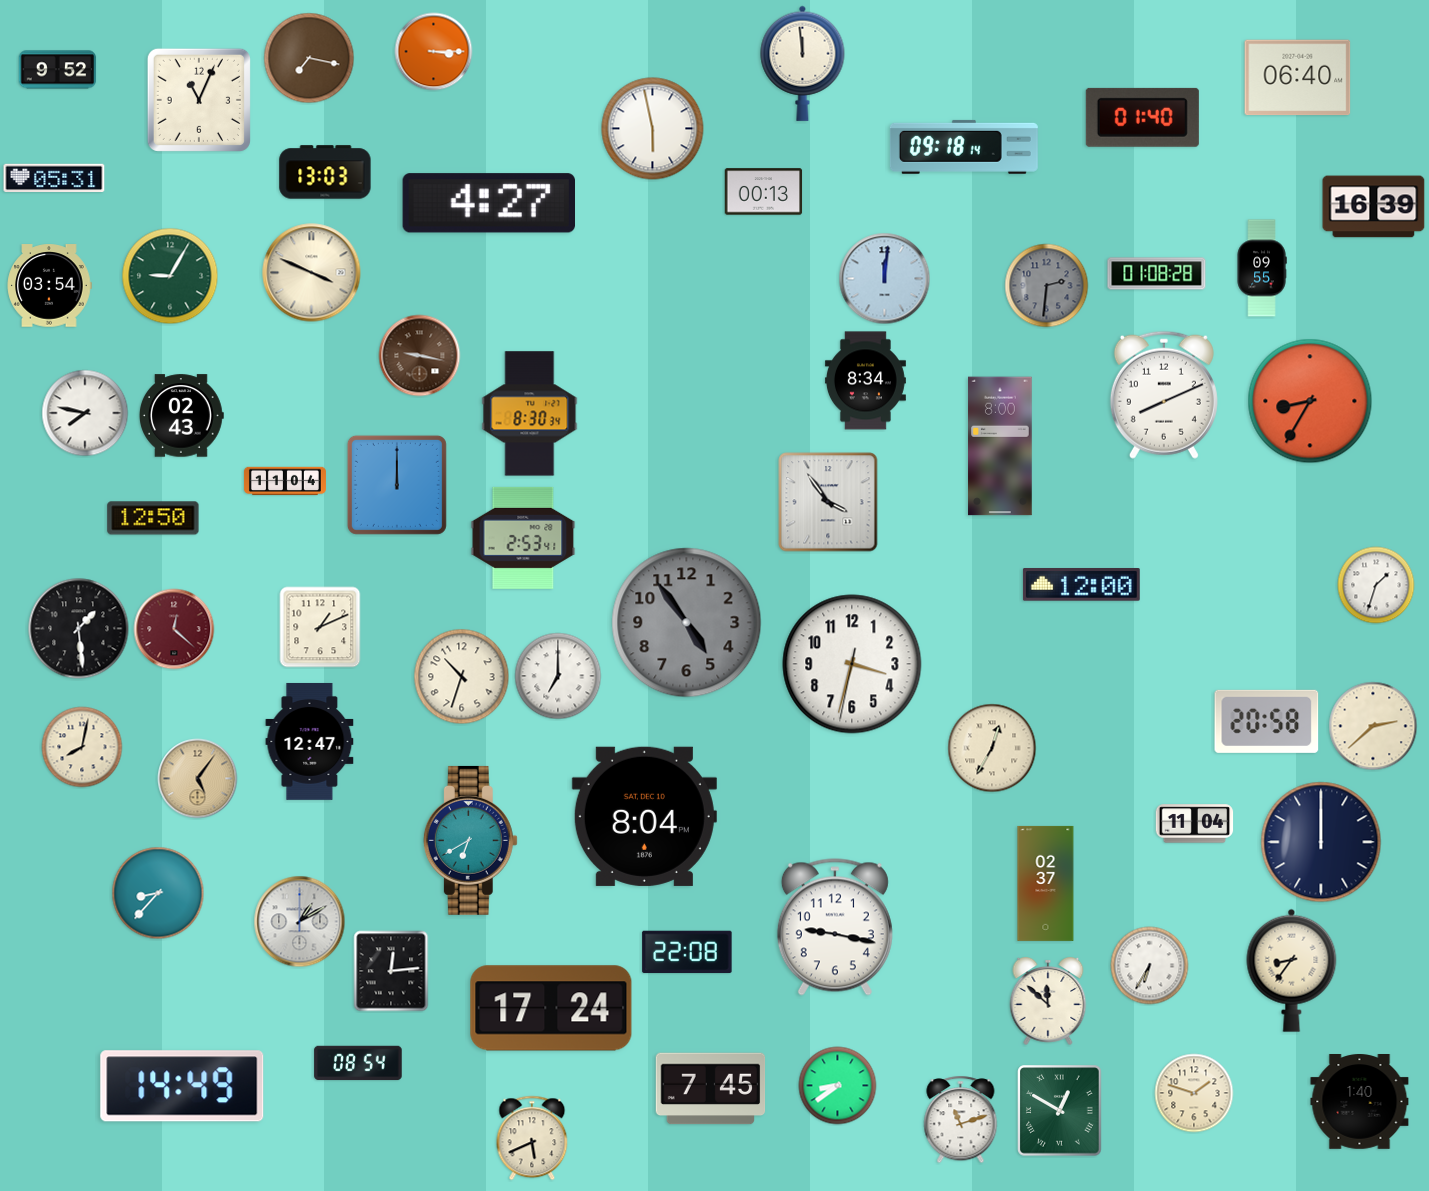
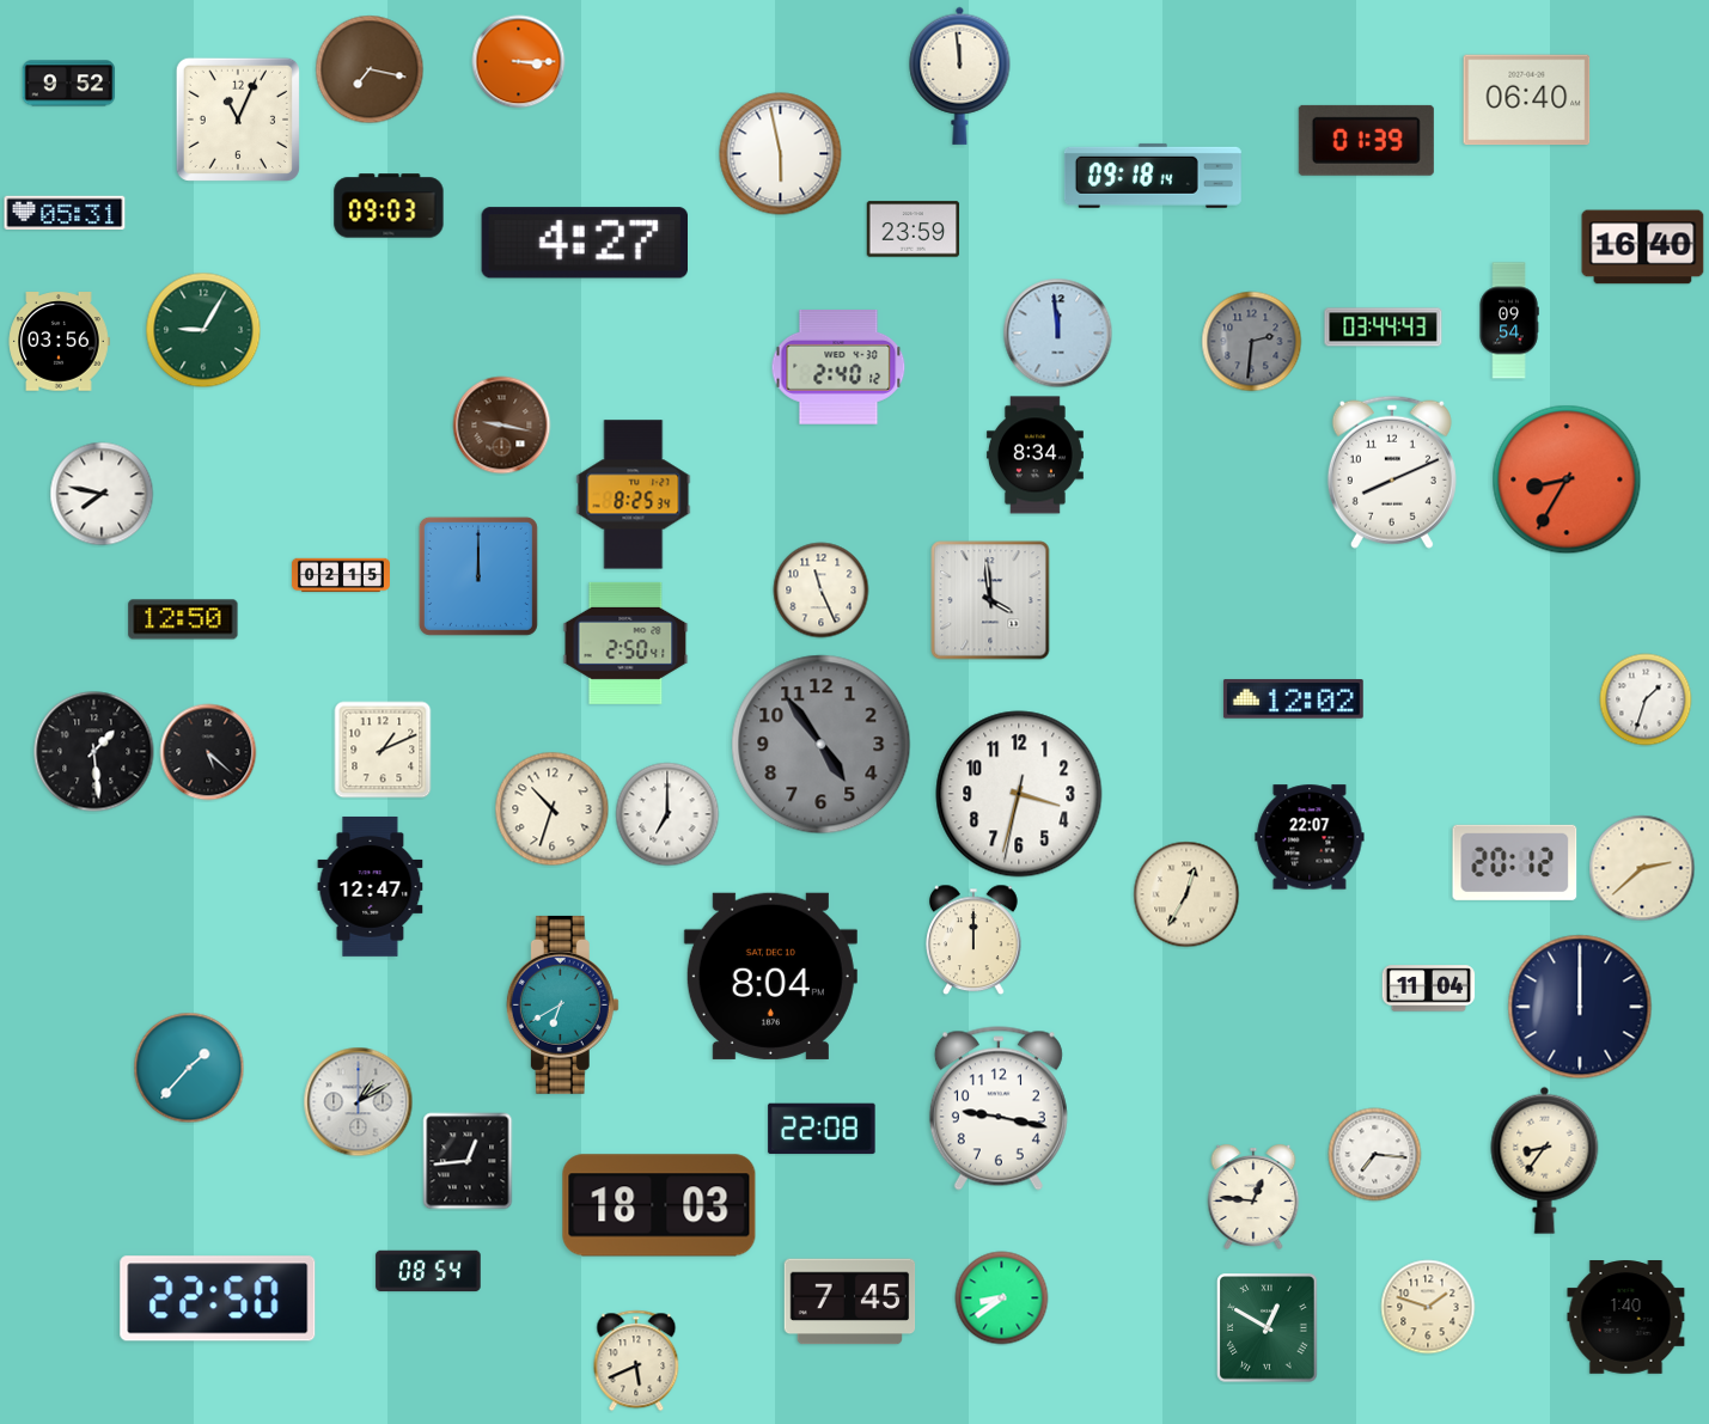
clock at (1298, 78) position: (1298, 78) -> (1527, 100)
clock at (1142, 117): 01:40 -> 01:39
clock at (325, 172): 13:03 -> 09:03
clock at (764, 192): 00:13 -> 23:59
clock at (1374, 207): 16:39 -> 16:40
clock at (1262, 268): 09:55 -> 09:54
clock at (312, 273): 3:49 -> none
clock at (1157, 274): 01:08 -> 03:44
clock at (885, 279): 12:01 -> 11:59
clock at (49, 286): 03:54 -> 03:56
clock at (838, 368): none -> 2:40
clock at (530, 414): 8:30 -> 8:25
clock at (182, 416): 02:43 -> none
clock at (1000, 446): 8:00 -> none
clock at (285, 481): 11:04 -> 02:15
clock at (397, 485) position: (397, 485) -> (478, 576)
clock at (822, 591): none -> 11:26
clock at (828, 502): 3:54 -> 3:59
clock at (523, 538): 2:53 -> 2:50
clock at (1081, 585): 12:00 -> 12:02
clock at (174, 629): 12:22 -> 5:22
clock at (174, 629) dial: burgundy -> black
clock at (558, 676) position: (558, 676) -> (667, 814)
clock at (1310, 837): none -> 22:07
clock at (1267, 721): 20:58 -> 20:12
clock at (82, 747): 8:02 -> none
clock at (198, 779): 5:06 -> none
clock at (975, 940): none -> 12:00
clock at (1195, 824) position: (1195, 824) -> (1429, 989)
clock at (1046, 883): 02:37 -> none
clock at (158, 893): 8:37 -> 1:37
clock at (687, 952) position: (687, 952) -> (822, 1129)
clock at (1150, 966): 6:35 -> 7:16
clock at (391, 971): 12:14 -> 12:44
clock at (1048, 1002): 11:52 -> 12:46
clock at (551, 1008): 17:24 -> 18:03
clock at (182, 1086): 14:49 -> 22:50
clock at (961, 1120): 11:12 -> none
